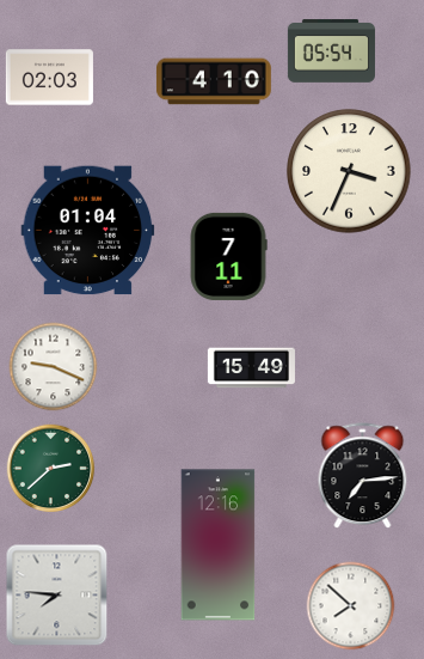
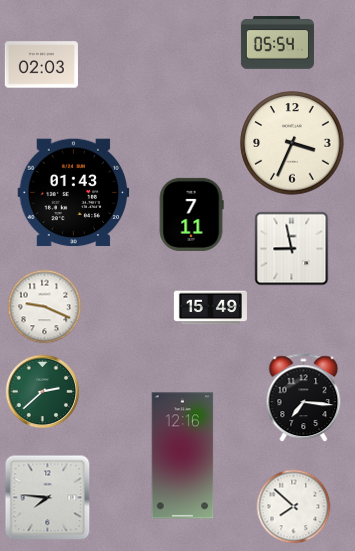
clock at (214, 81): 4:10 -> none
clock at (88, 231): 01:04 -> 01:43
clock at (292, 249): none -> 8:58
clock at (363, 476): 7:14 -> 7:16
